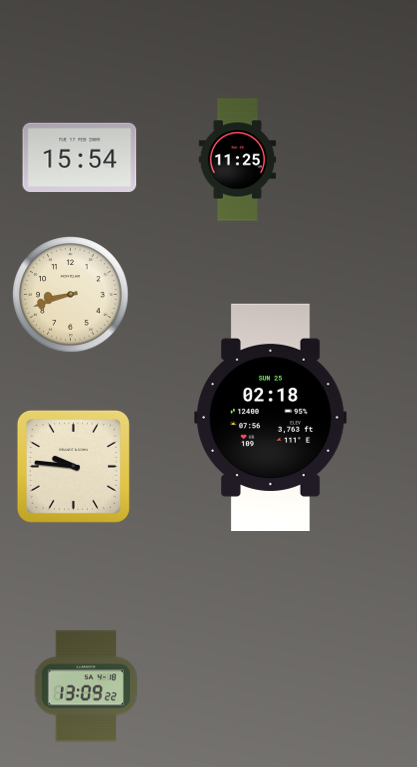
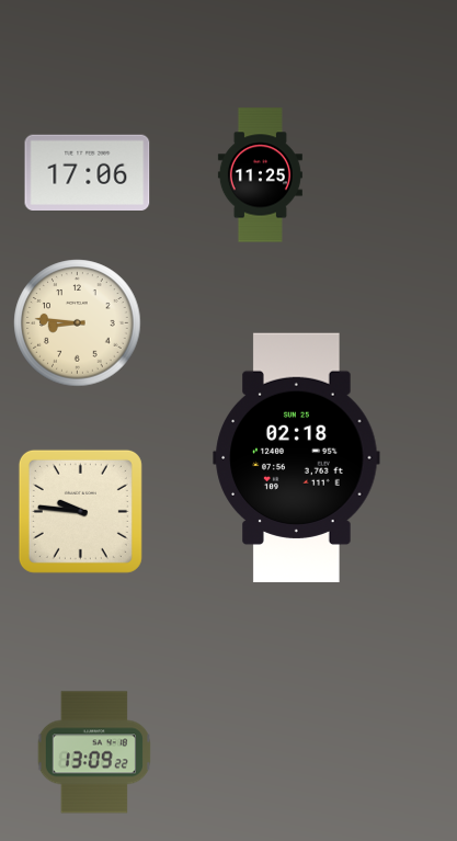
clock at (80, 157): 15:54 -> 17:06
clock at (71, 295): 8:42 -> 8:46
